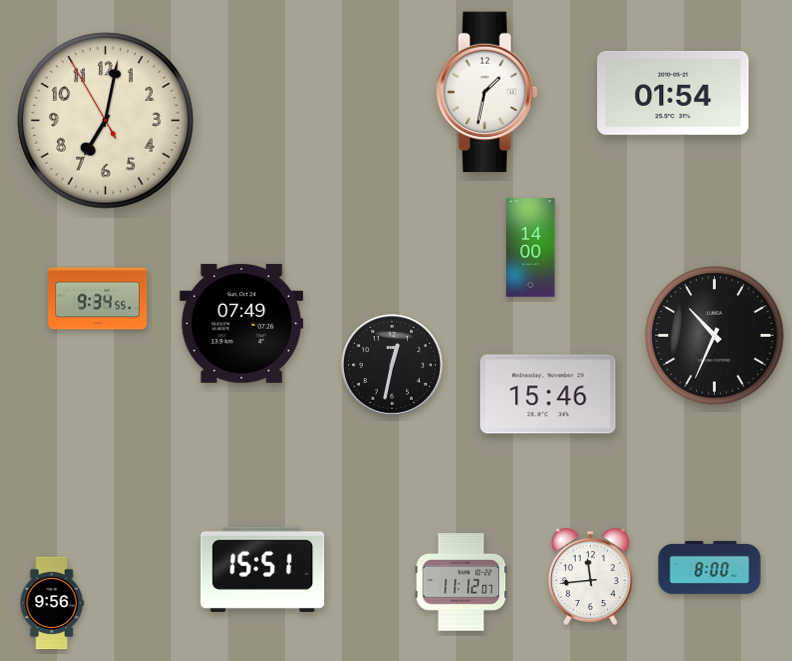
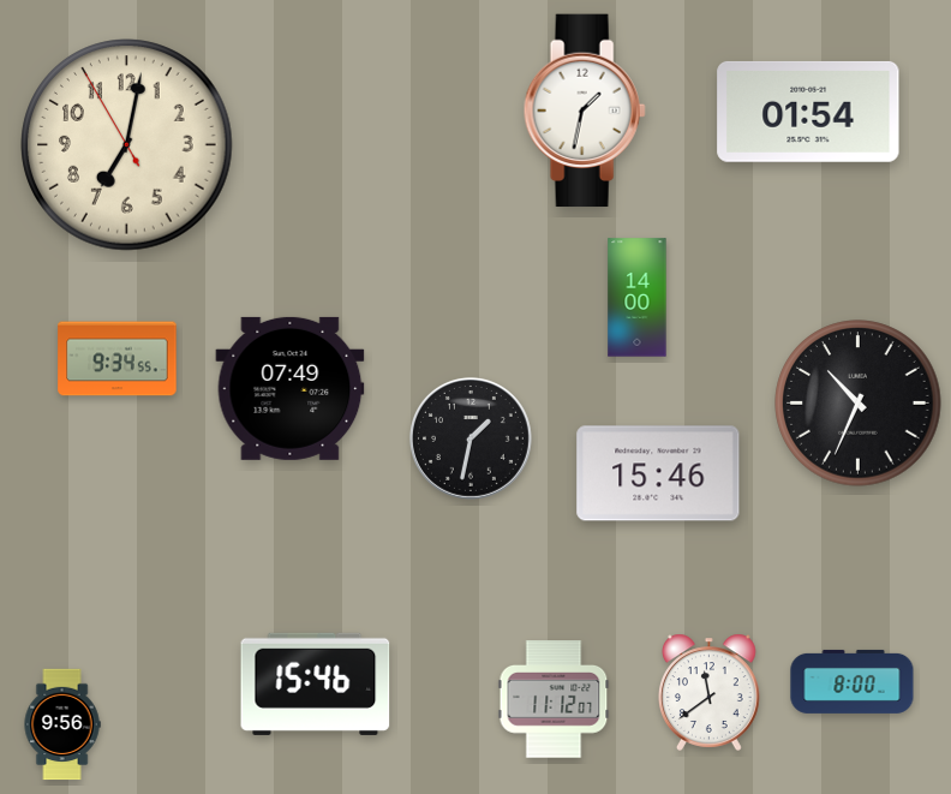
clock at (392, 365): 12:32 -> 1:32
clock at (263, 569): 15:51 -> 15:46
clock at (590, 576): 11:44 -> 11:39
